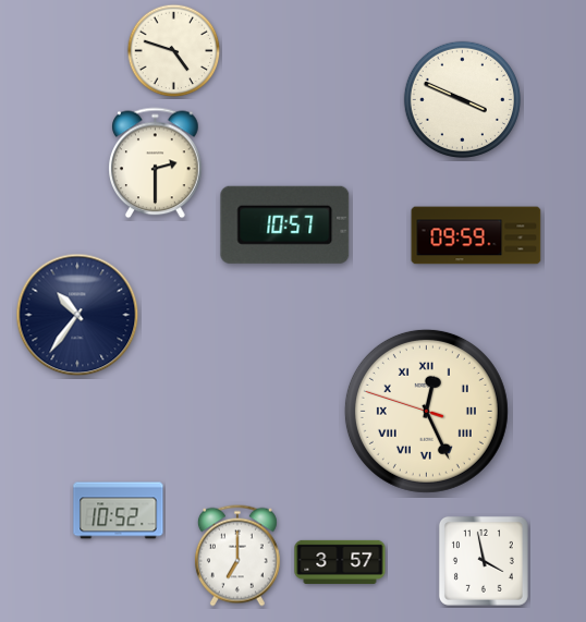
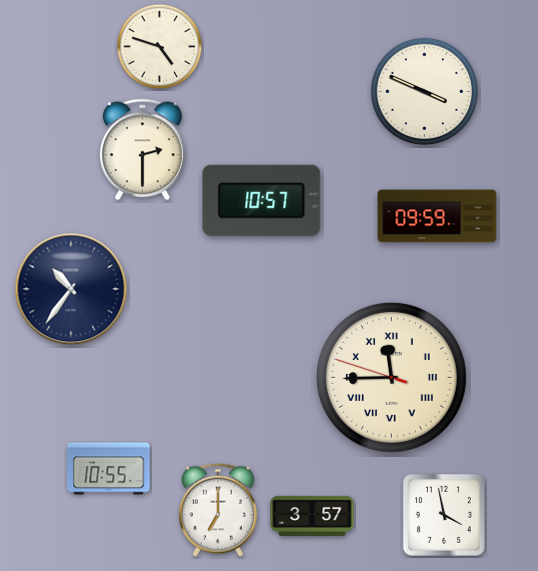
clock at (285, 224) position: (285, 224) -> (262, 200)
clock at (426, 411): 12:25 -> 11:44
clock at (119, 511): 10:52 -> 10:55
